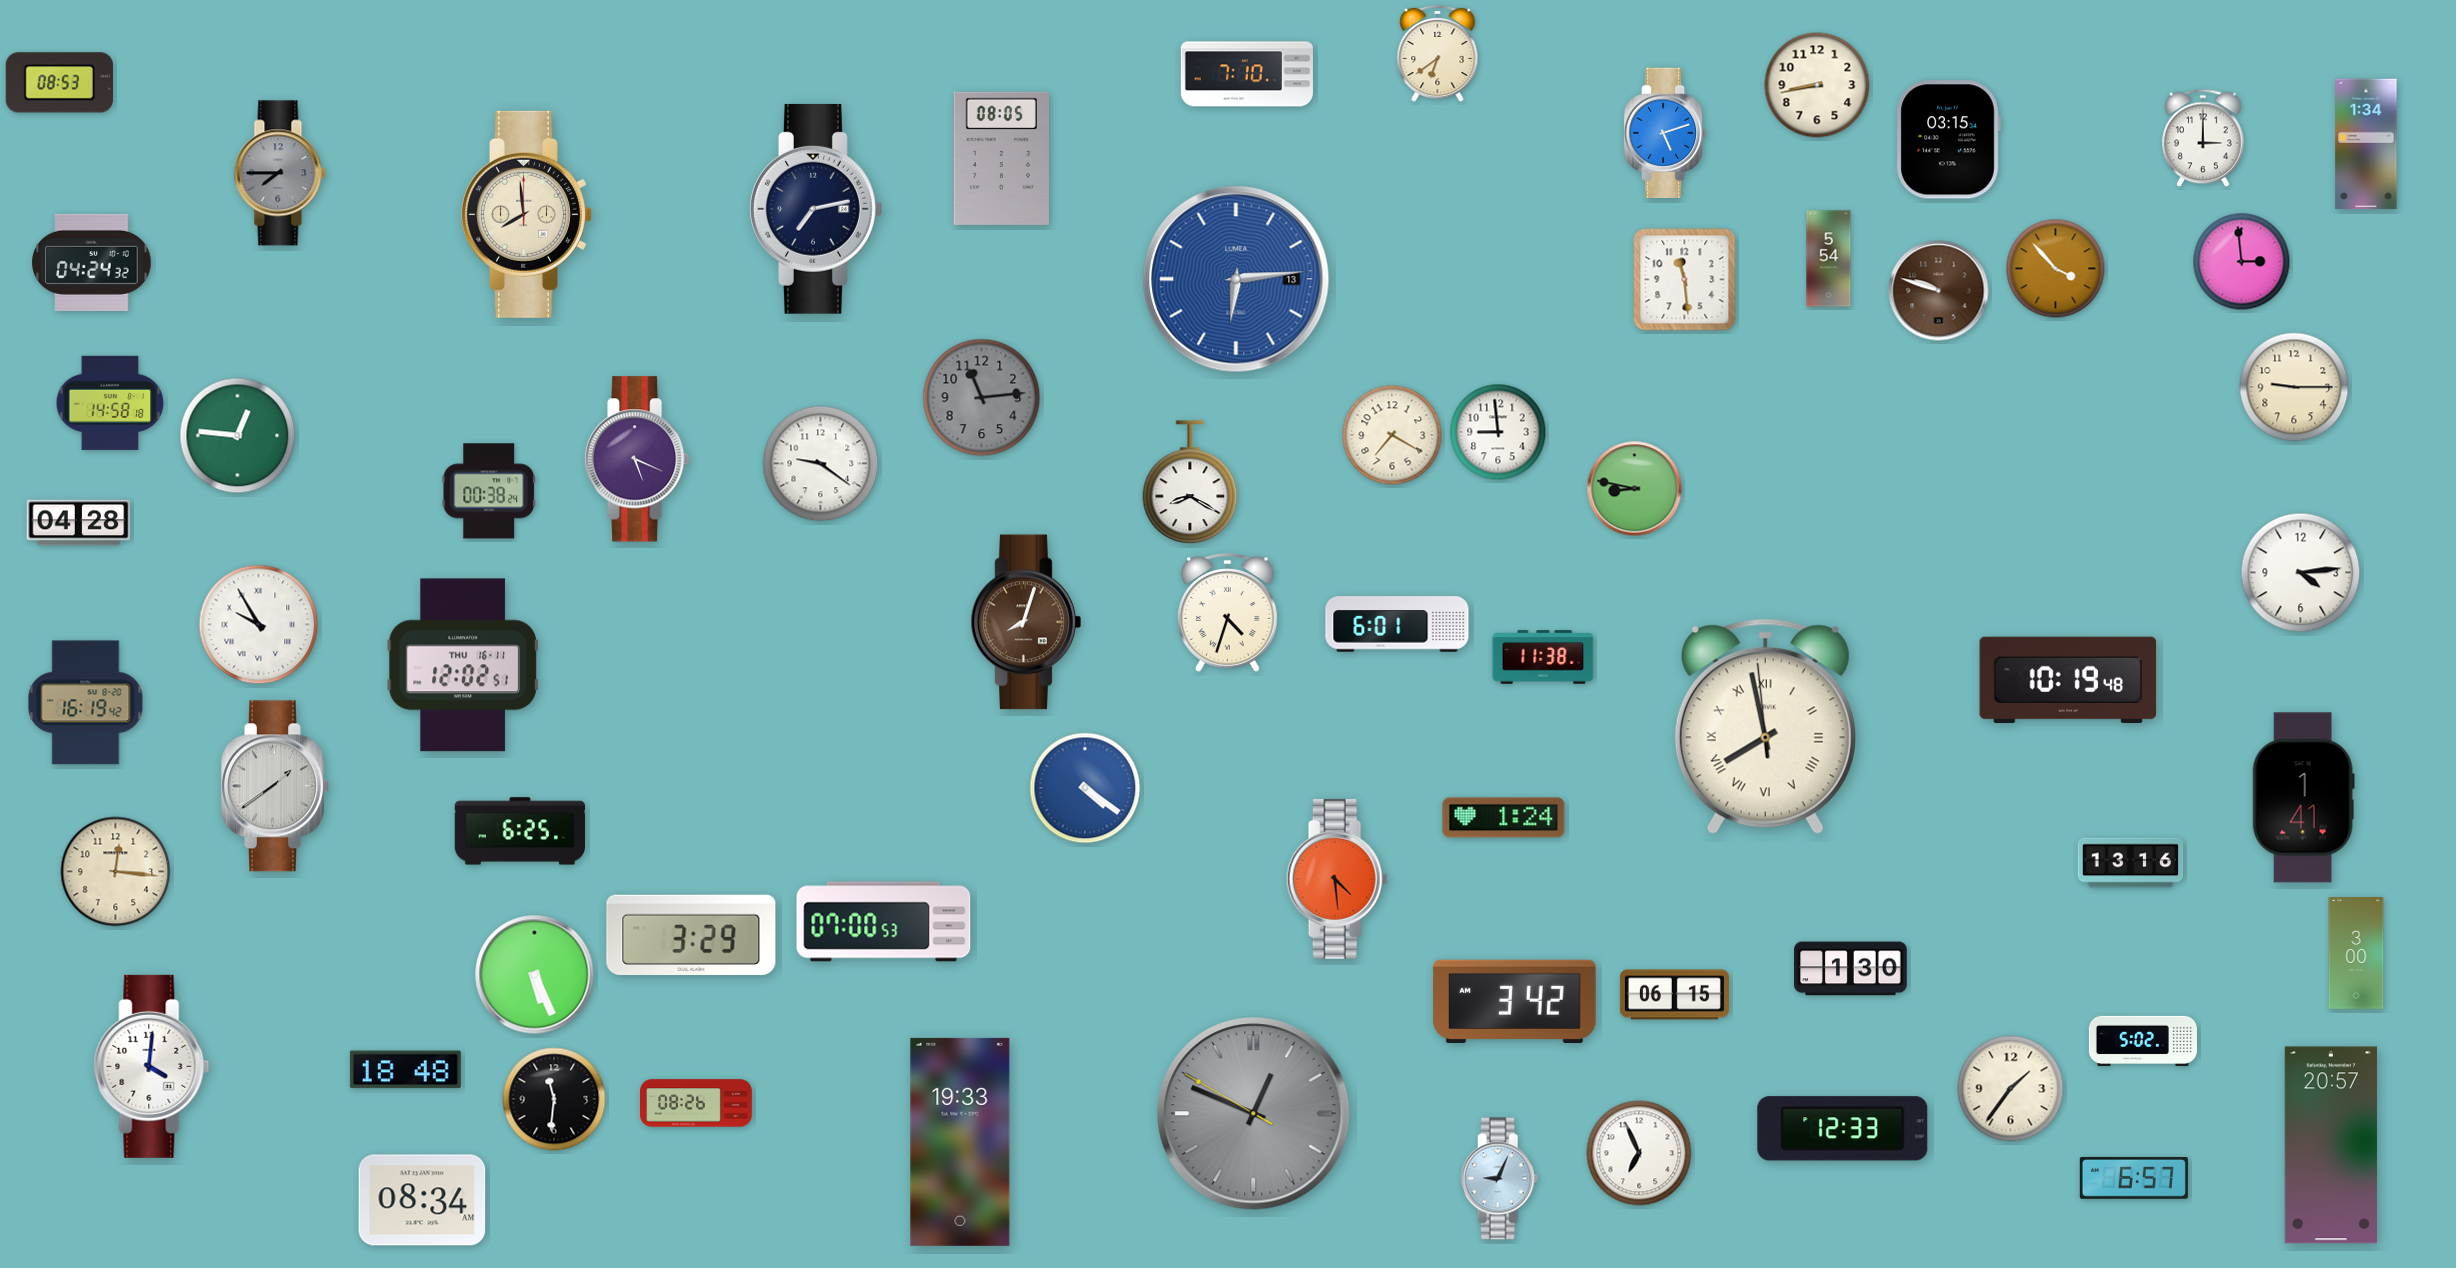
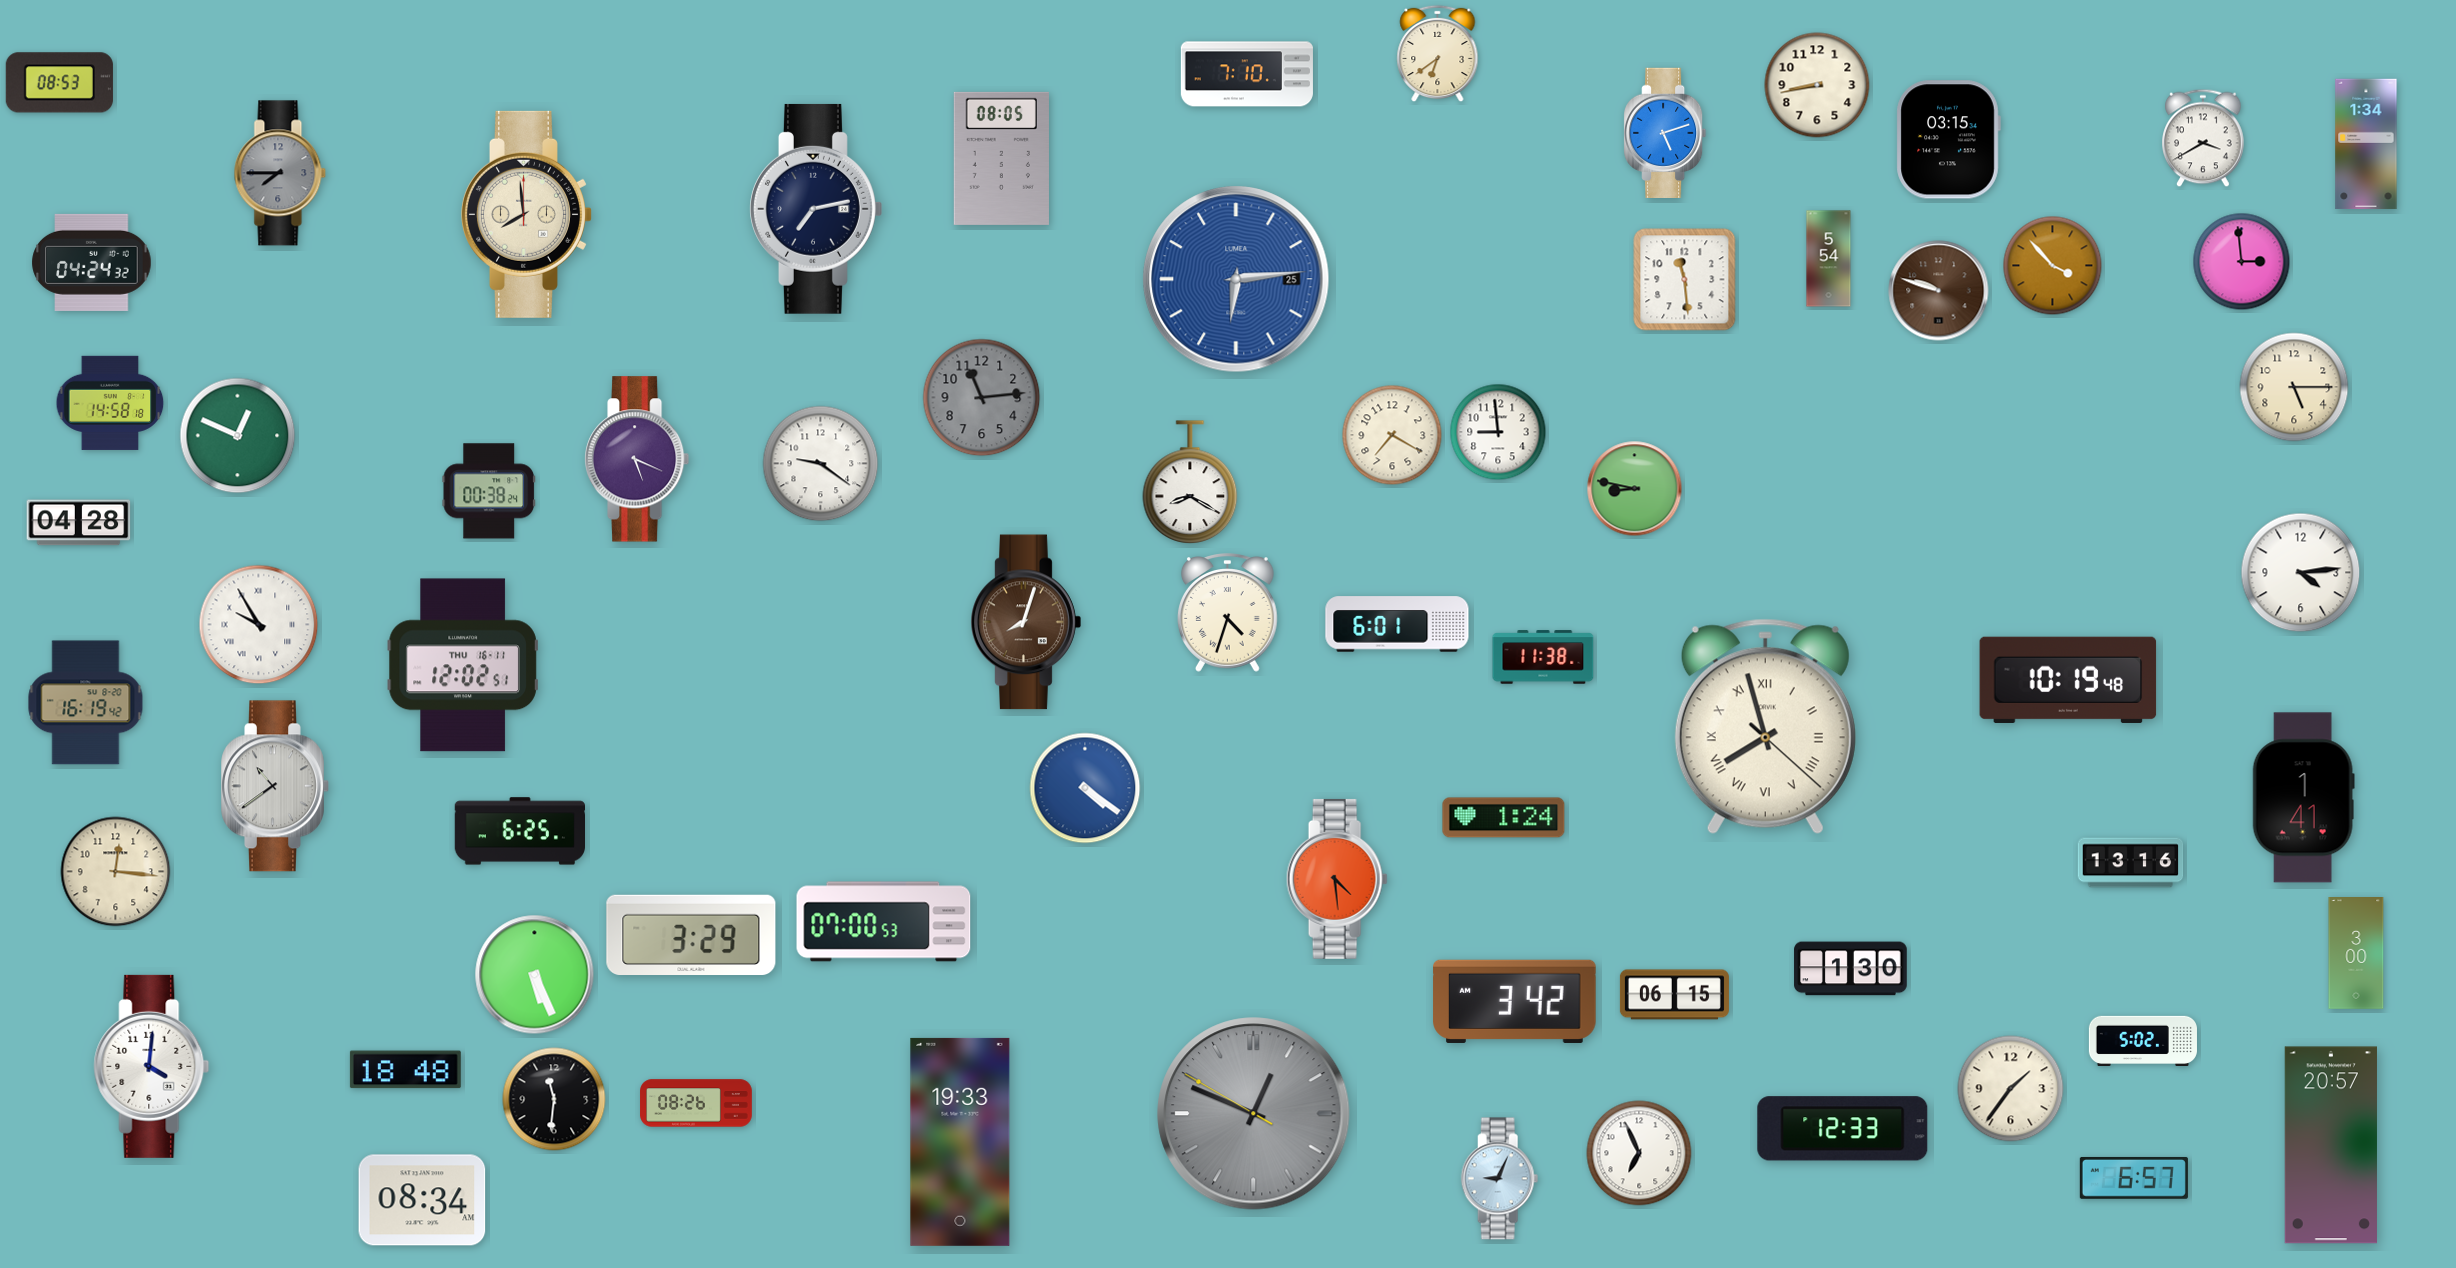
clock at (2203, 138): 3:00 -> 3:40
clock at (2056, 269) position: (2056, 269) -> (2053, 266)
clock at (1236, 279) date: 13 -> 25
clock at (2294, 387): 9:15 -> 5:15
clock at (238, 436): 12:46 -> 12:49
clock at (1765, 727): 7:57:59 -> 7:57:22
clock at (275, 786): 1:39 -> 10:39
